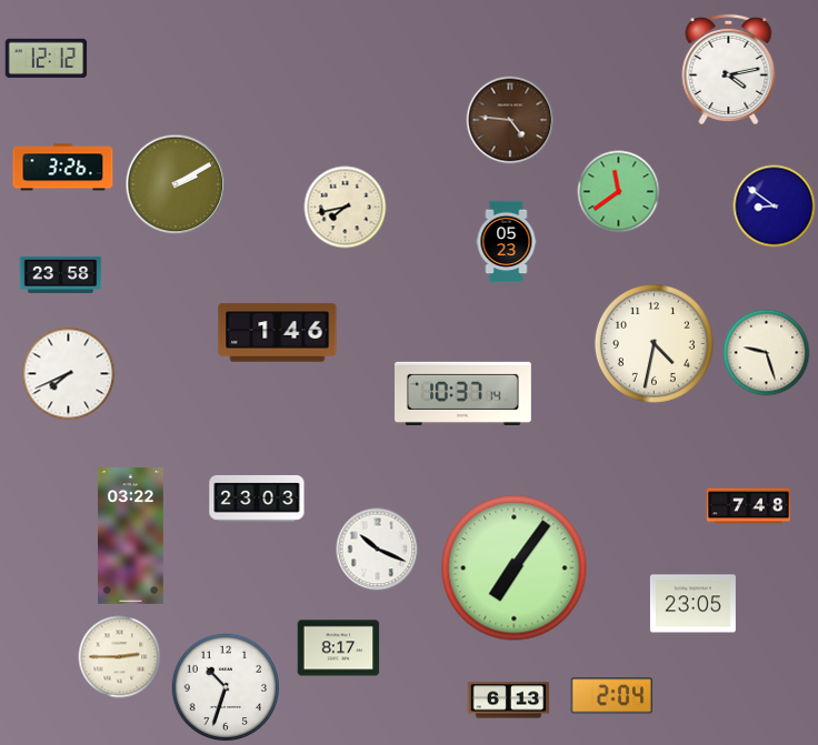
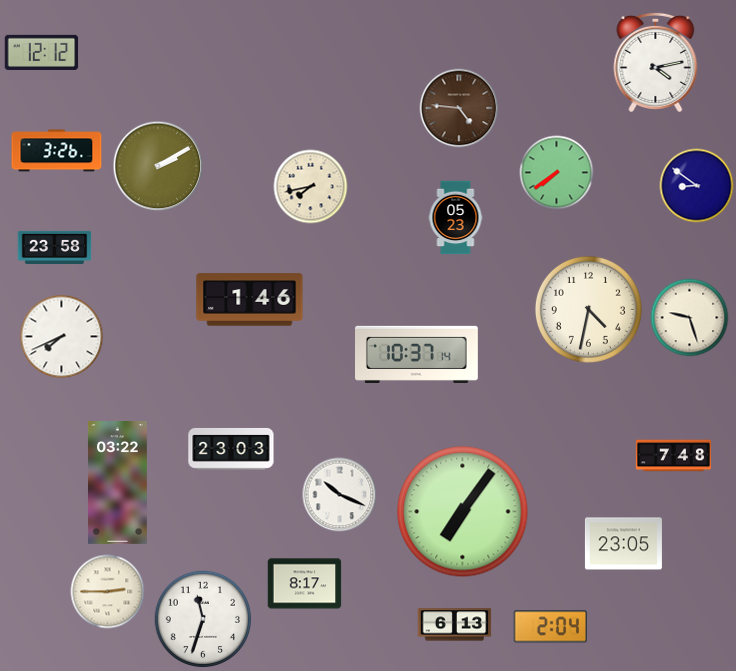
clock at (619, 192): 11:39 -> 7:39
clock at (225, 686): 10:33 -> 11:33
clock at (509, 701) position: (509, 701) -> (455, 625)
